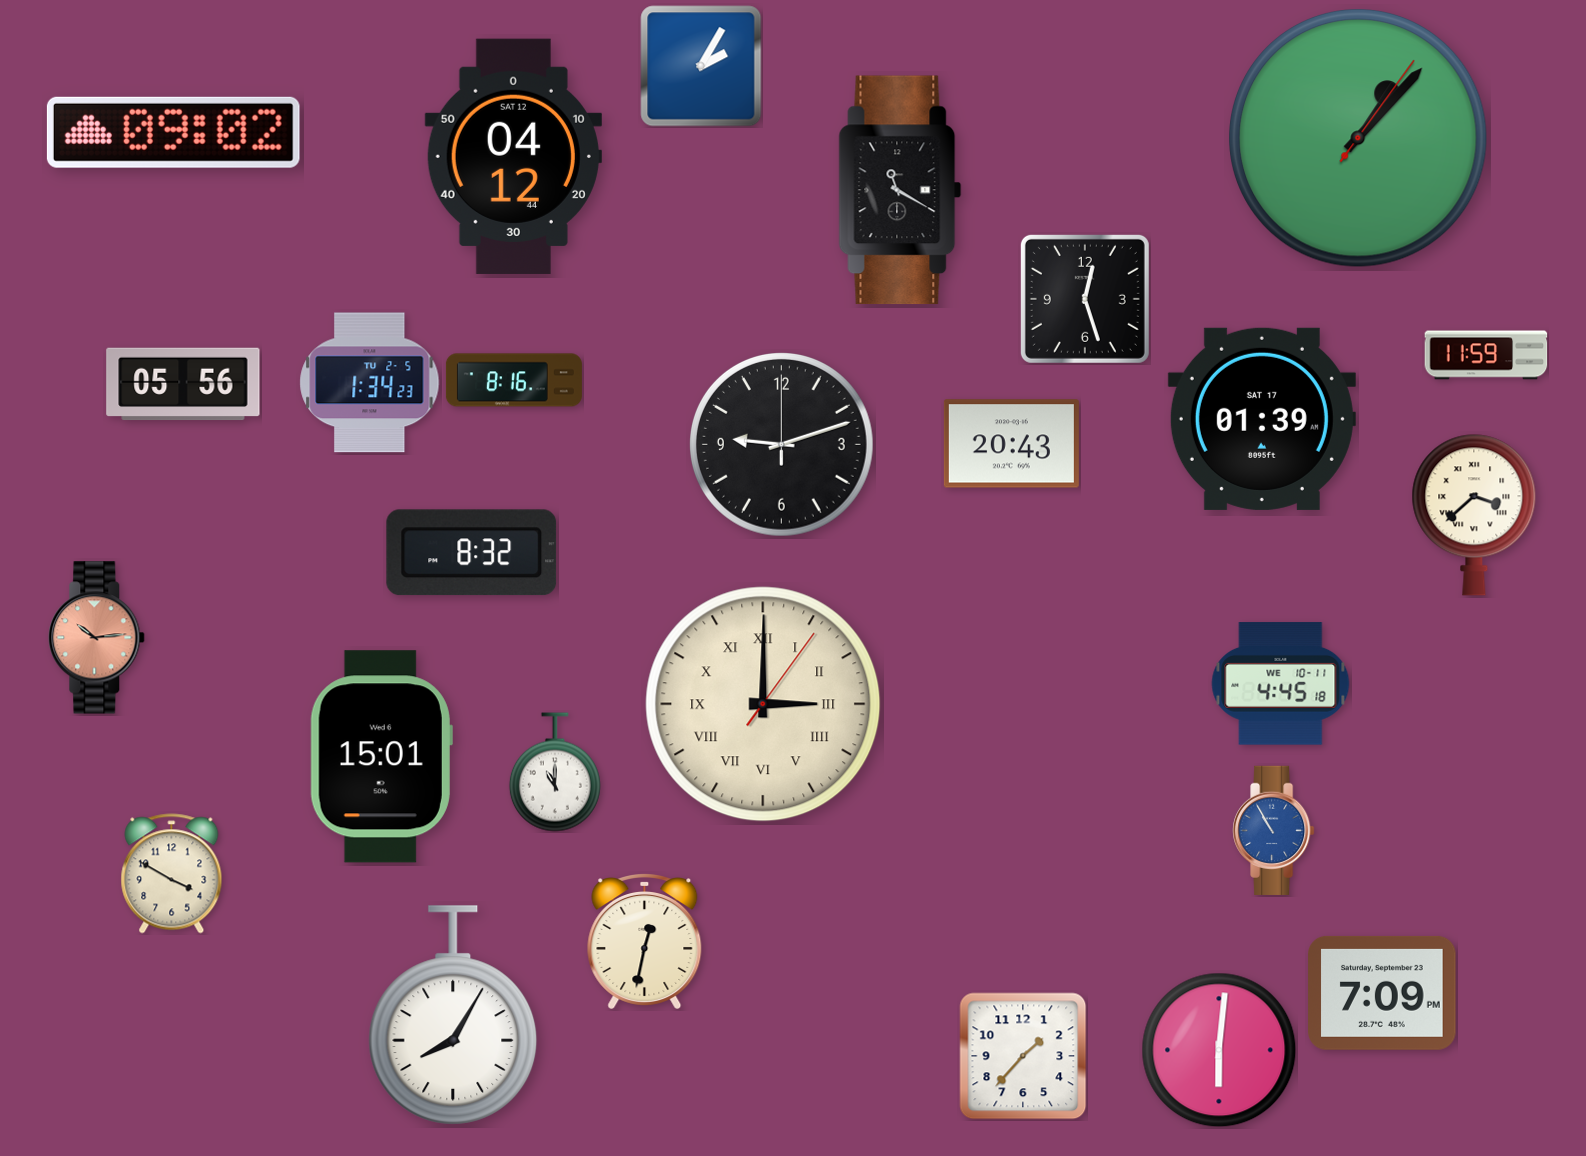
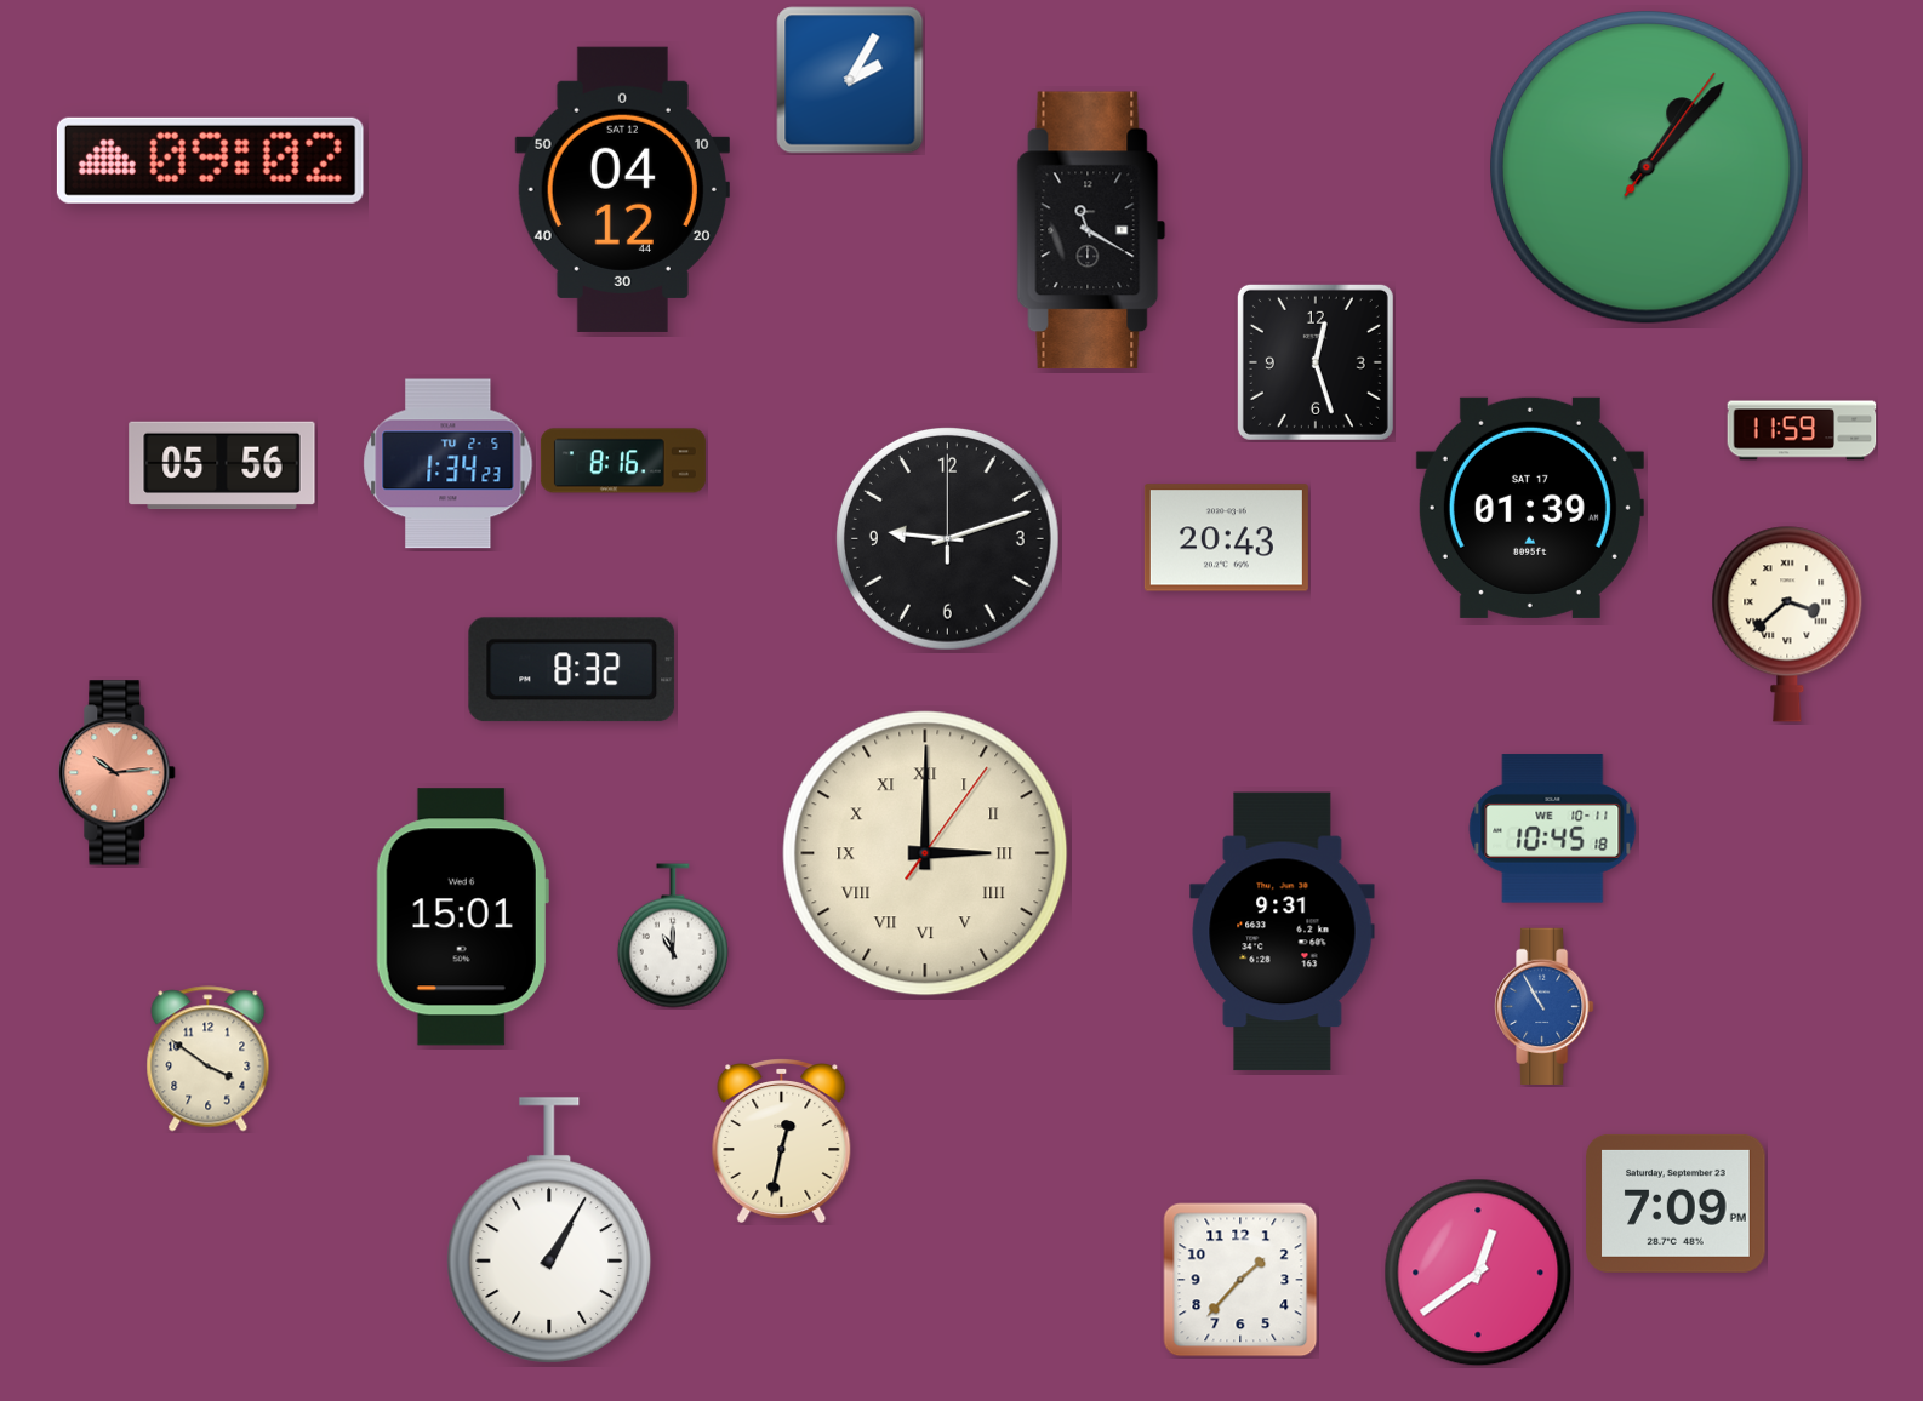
clock at (1281, 684): 4:45 -> 10:45
clock at (1283, 932): none -> 9:31
clock at (172, 874): 3:50 -> 3:51
clock at (453, 1015): 8:05 -> 1:05
clock at (1219, 1050): 6:01 -> 12:39
